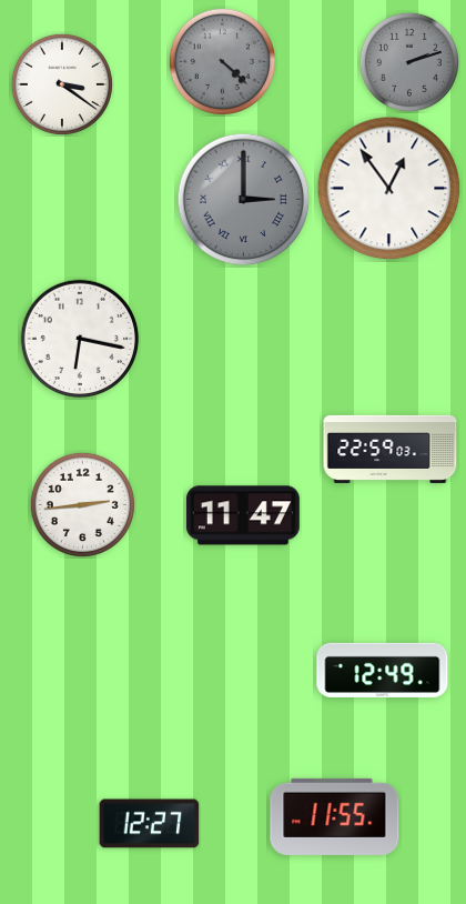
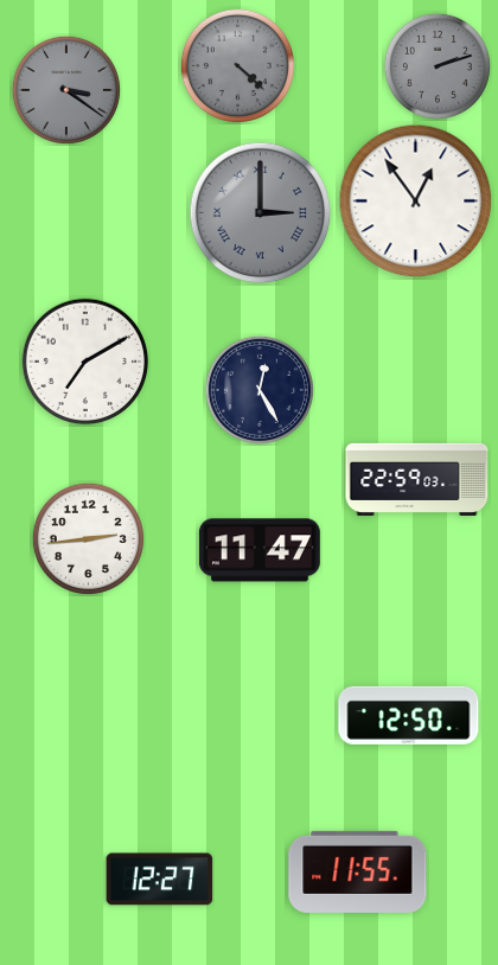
clock at (62, 84) dial: white -> grey
clock at (80, 339): 6:17 -> 7:10
clock at (260, 390): none -> 12:25
clock at (383, 670): 12:49 -> 12:50
